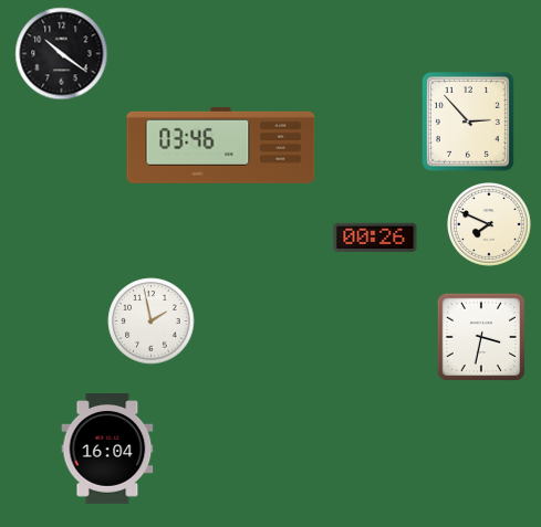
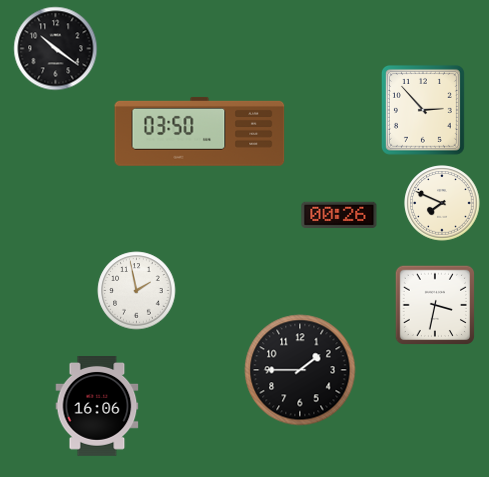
clock at (221, 145): 03:46 -> 03:50
clock at (300, 370): none -> 1:45
clock at (107, 450): 16:04 -> 16:06
